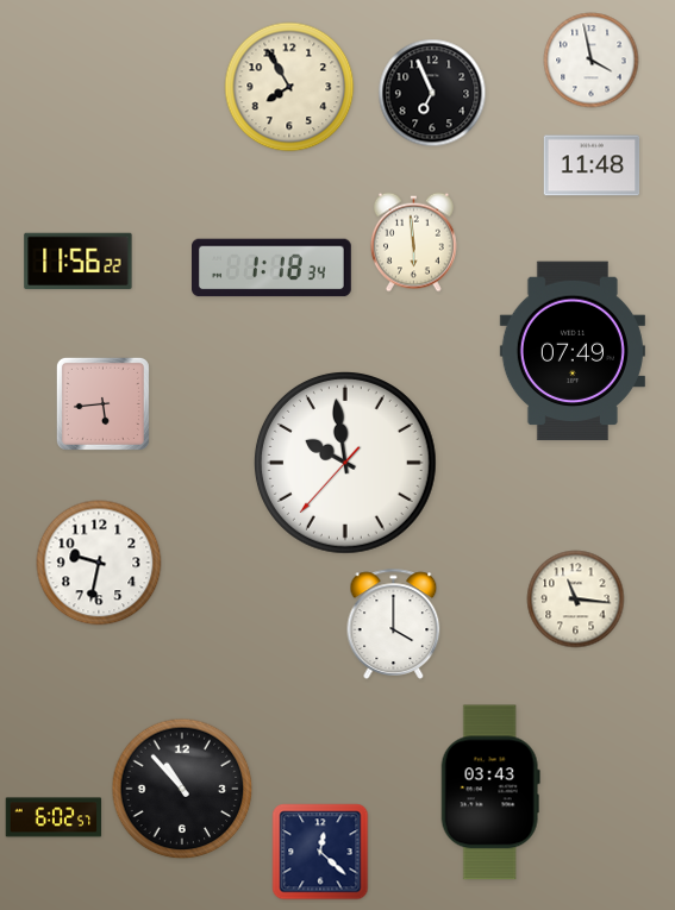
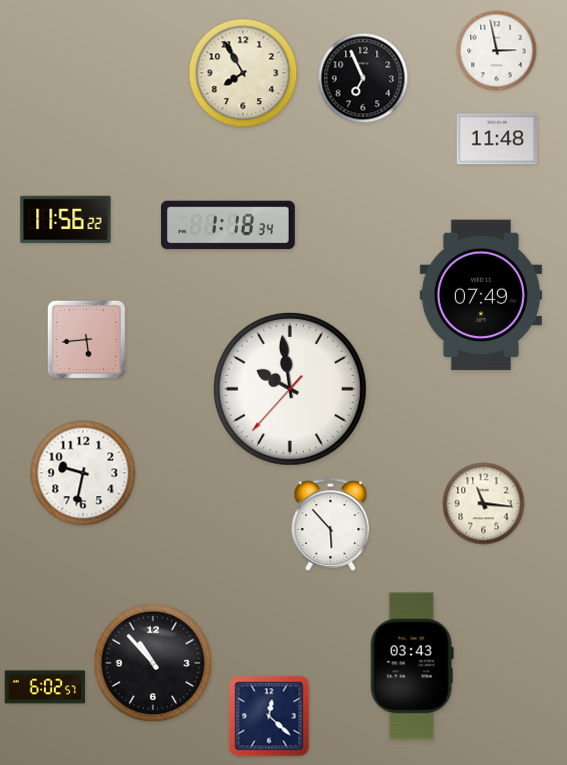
clock at (592, 61): 3:58 -> 2:58
clock at (413, 243): 5:59 -> none
clock at (394, 623): 4:00 -> 5:53
